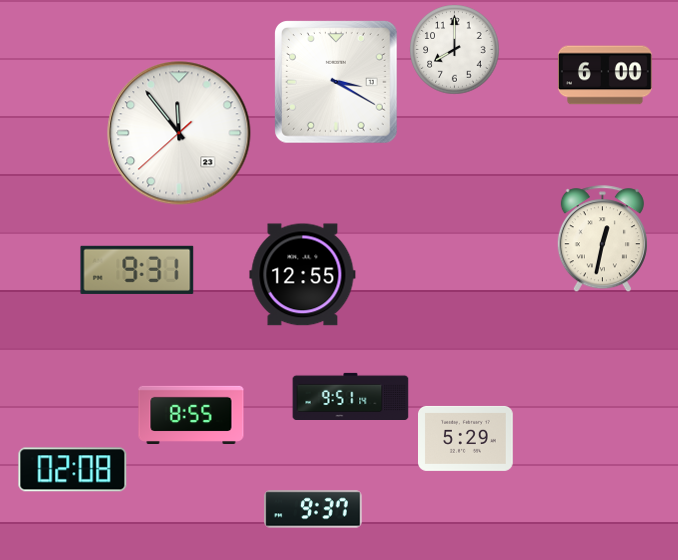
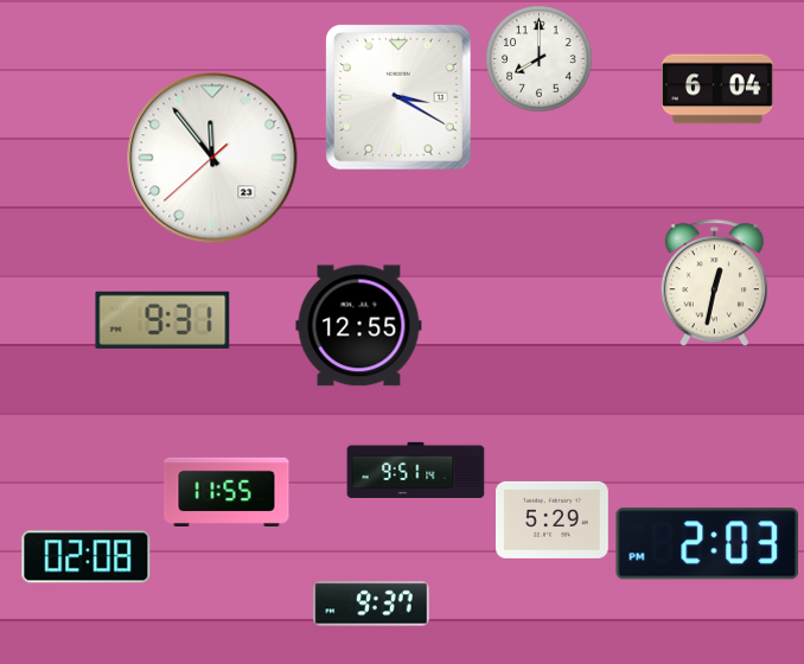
clock at (605, 75): 6:00 -> 6:04
clock at (191, 414): 8:55 -> 11:55
clock at (708, 544): none -> 2:03
